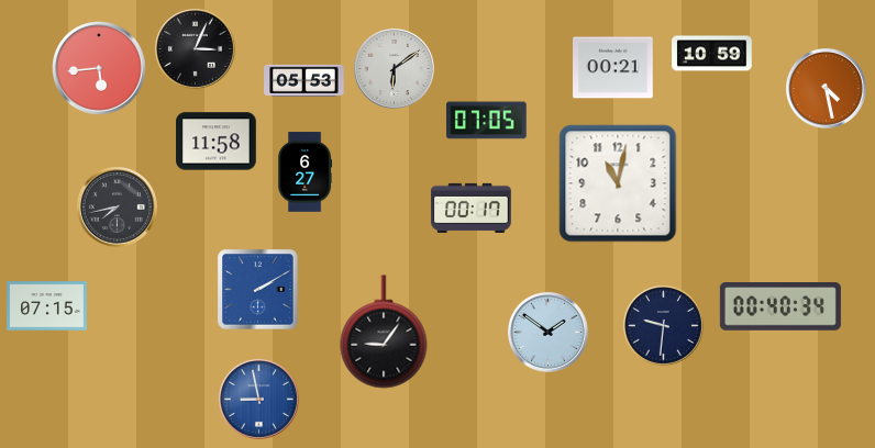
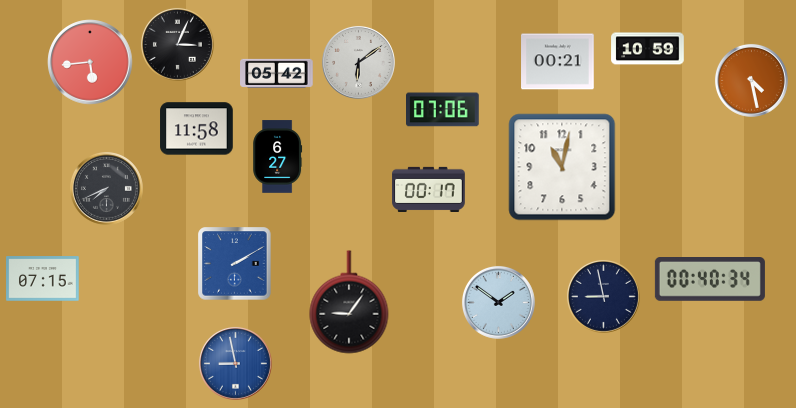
clock at (304, 80): 05:53 -> 05:42
clock at (487, 121): 07:05 -> 07:06
clock at (117, 206): 7:43 -> 7:41
clock at (663, 325): 9:31 -> 8:58
